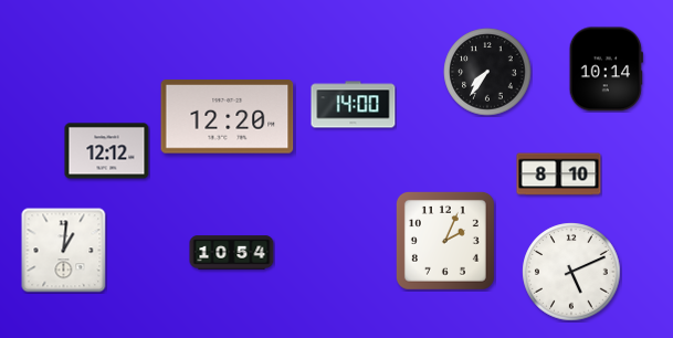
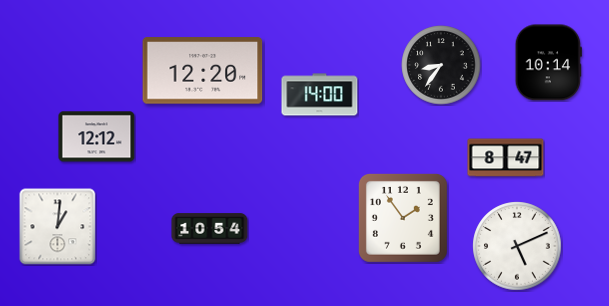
clock at (487, 72): 7:36 -> 8:36
clock at (228, 117) position: (228, 117) -> (203, 71)
clock at (559, 175): 8:10 -> 8:47
clock at (445, 241): 2:04 -> 1:54
